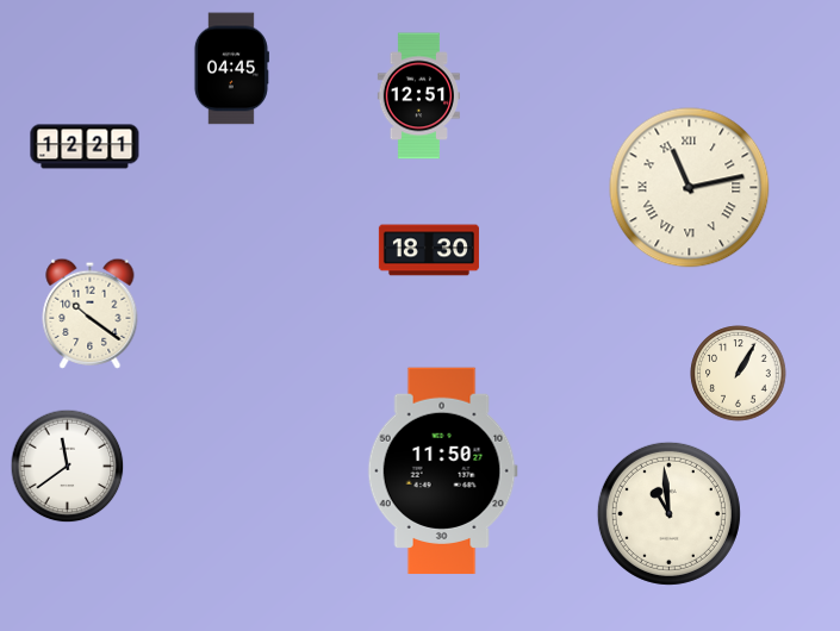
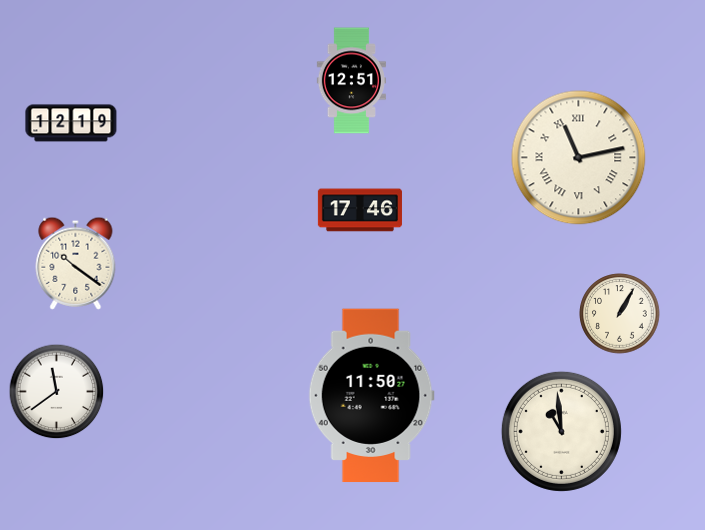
clock at (231, 69): 04:45 -> none
clock at (85, 146): 12:21 -> 12:19
clock at (429, 250): 18:30 -> 17:46
